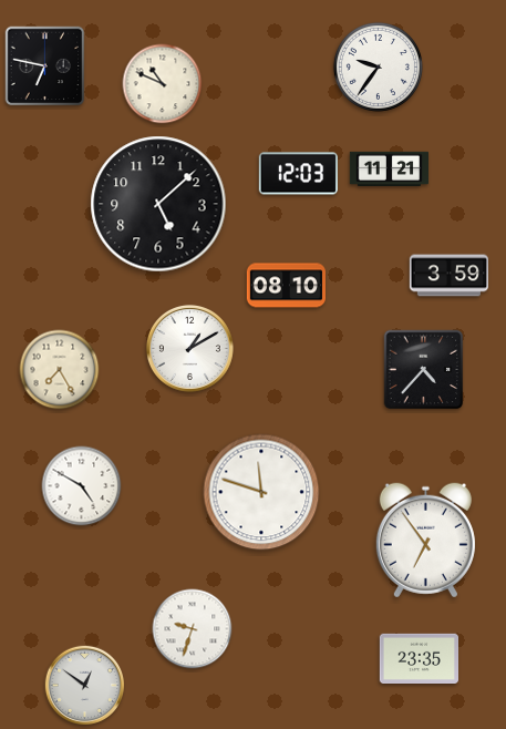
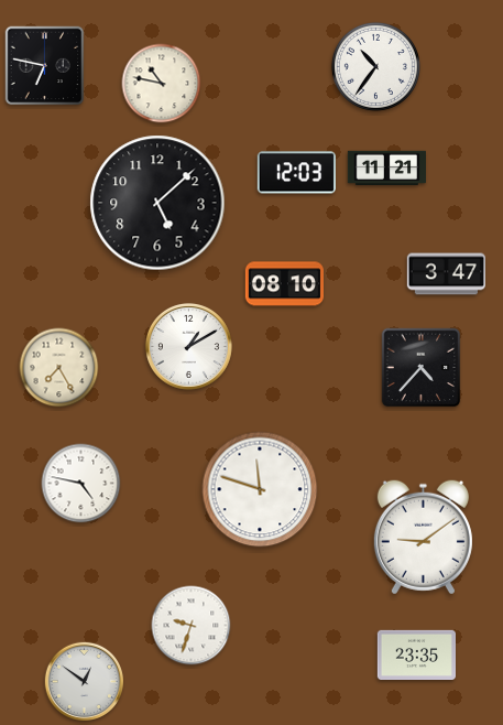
clock at (378, 66): 9:36 -> 10:36
clock at (163, 84): 10:49 -> 10:47
clock at (448, 276): 3:59 -> 3:47
clock at (82, 486): 4:50 -> 4:47
clock at (425, 541): 6:54 -> 9:09
